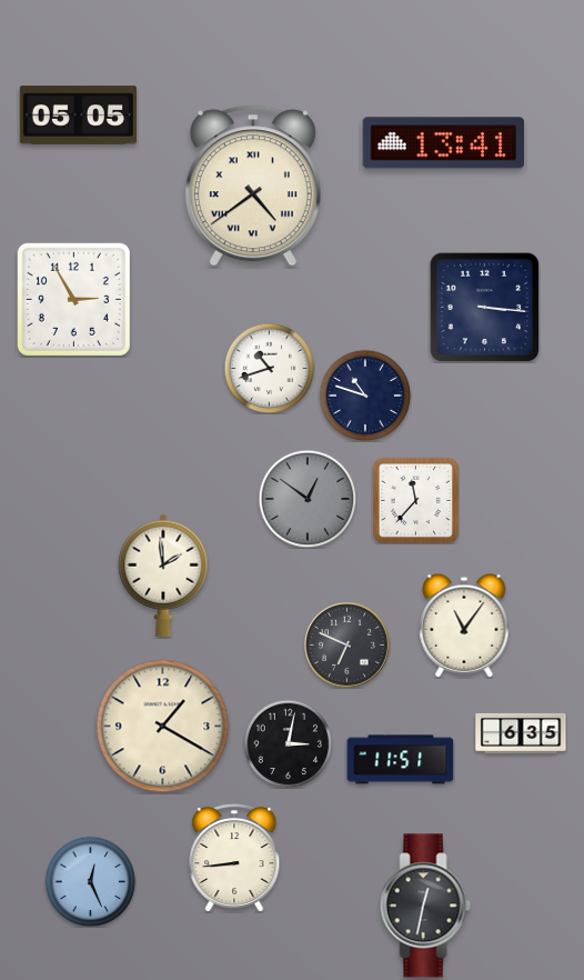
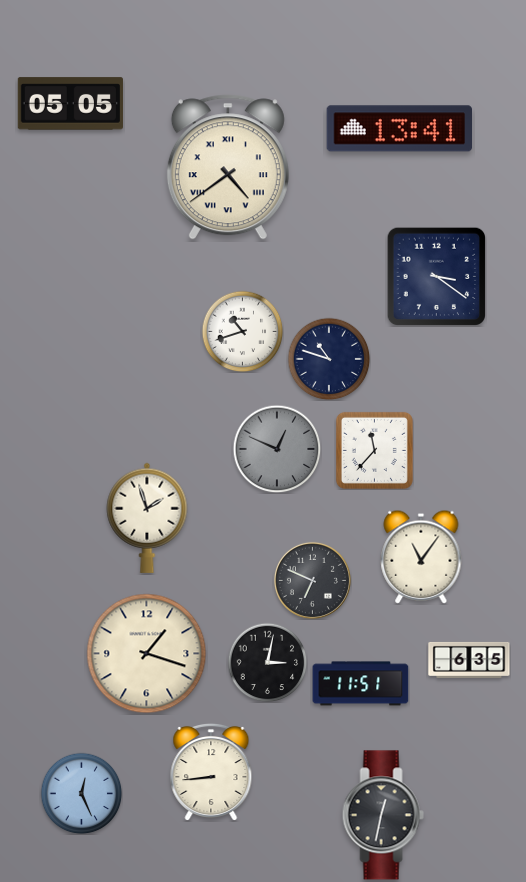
clock at (73, 299): 2:55 -> none
clock at (484, 307): 3:16 -> 3:21
clock at (365, 396) position: (365, 396) -> (329, 359)
clock at (308, 499): 12:51 -> 12:49
clock at (163, 576): 1:59 -> 1:57
clock at (464, 626) position: (464, 626) -> (421, 557)
clock at (163, 727): 1:20 -> 1:18
clock at (288, 743) position: (288, 743) -> (267, 662)
